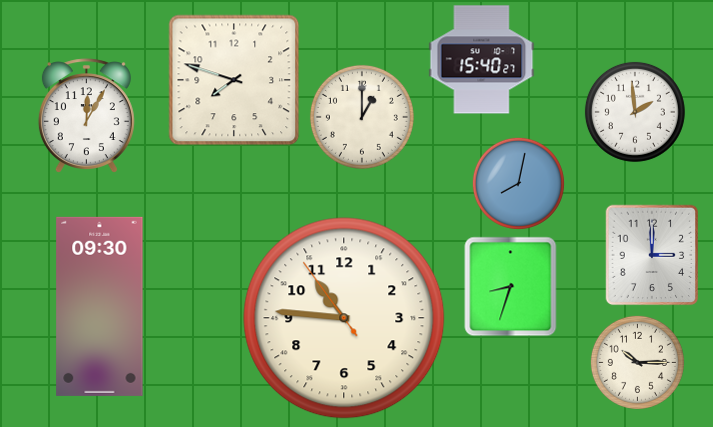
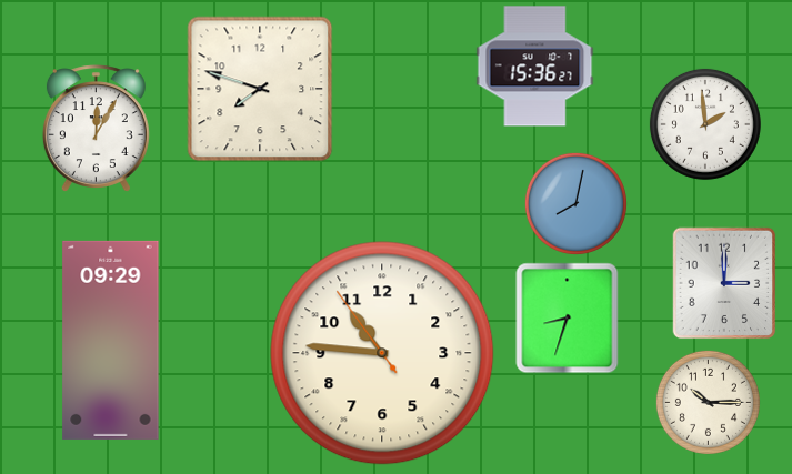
clock at (482, 60): 15:40 -> 15:36
clock at (362, 117): 1:00 -> none
clock at (100, 306): 09:30 -> 09:29
